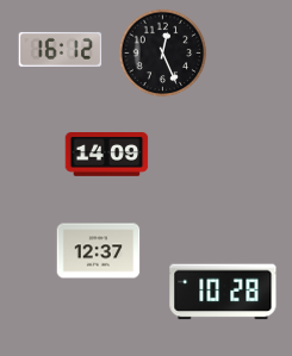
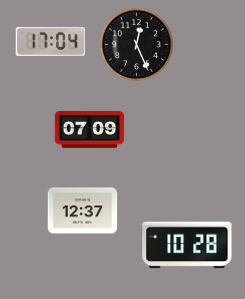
clock at (61, 49): 16:12 -> 17:04
clock at (107, 155): 14:09 -> 07:09
